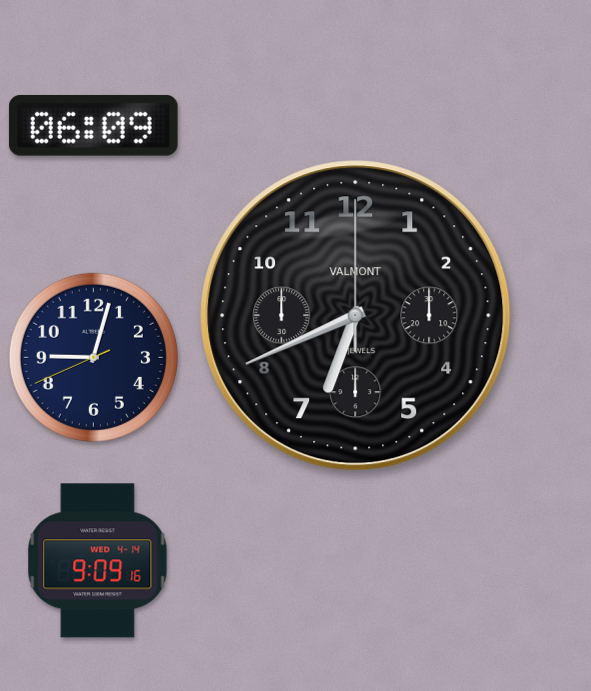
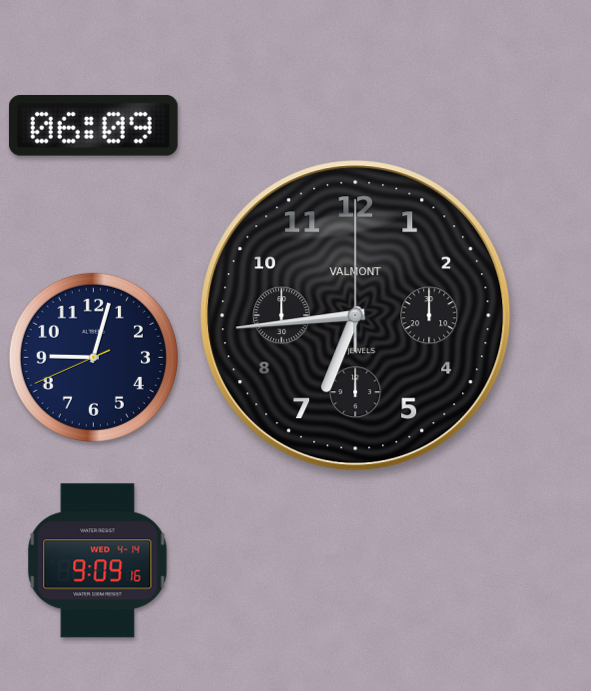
clock at (356, 316): 6:41 -> 6:44
